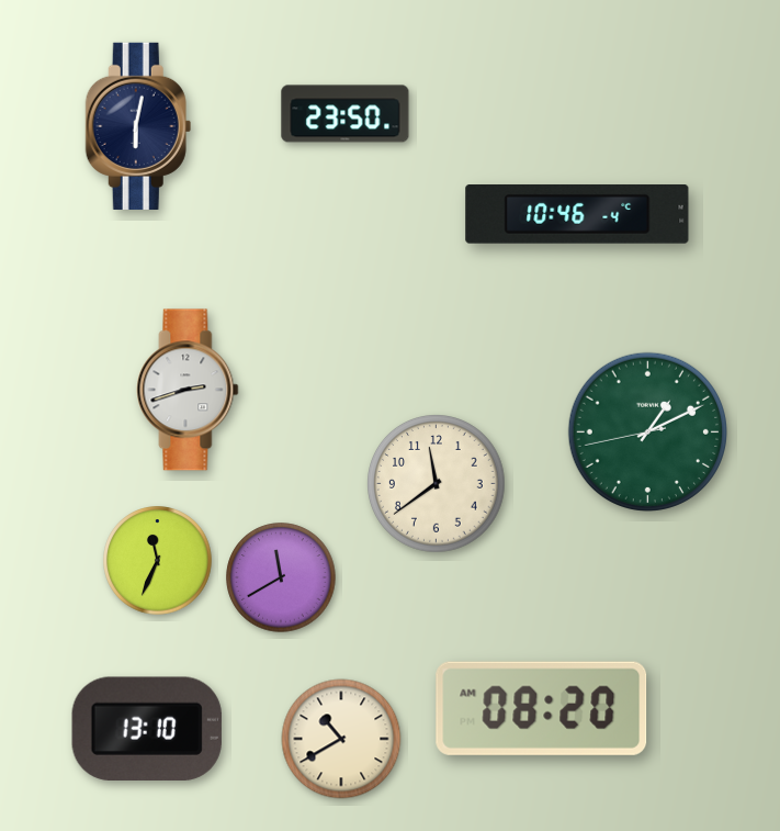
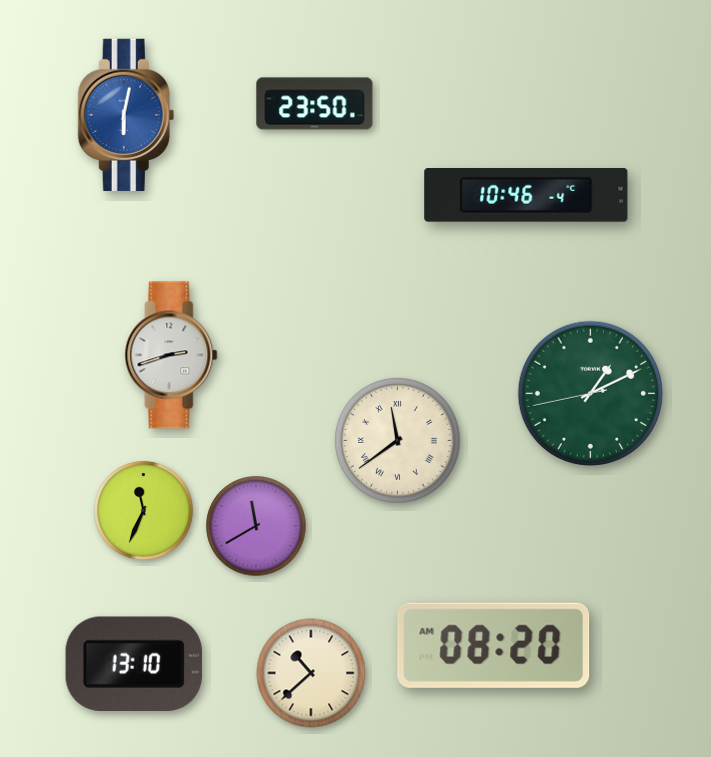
clock at (138, 126) dial: navy -> blue
clock at (437, 484) numerals: Arabic -> Roman
clock at (341, 739): 10:40 -> 10:38
